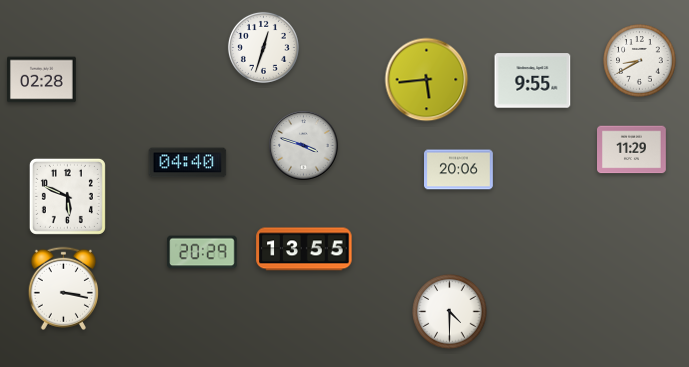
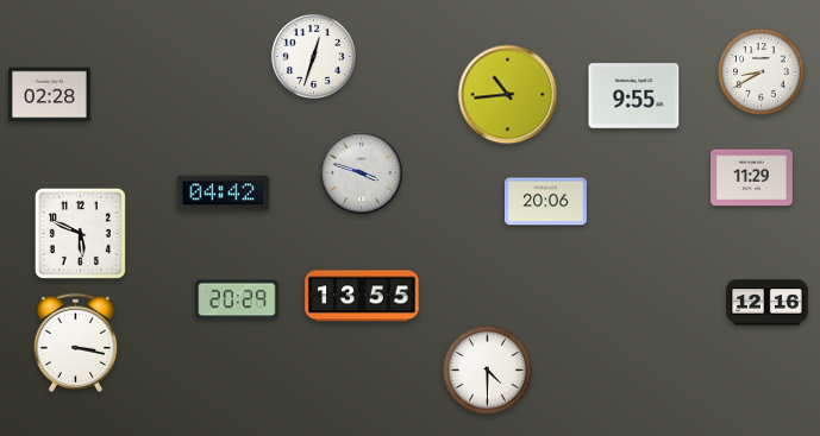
clock at (427, 80): 5:44 -> 10:44
clock at (188, 163): 04:40 -> 04:42
clock at (202, 252) position: (202, 252) -> (237, 299)
clock at (768, 303): none -> 12:16
clock at (450, 312) position: (450, 312) -> (488, 371)
